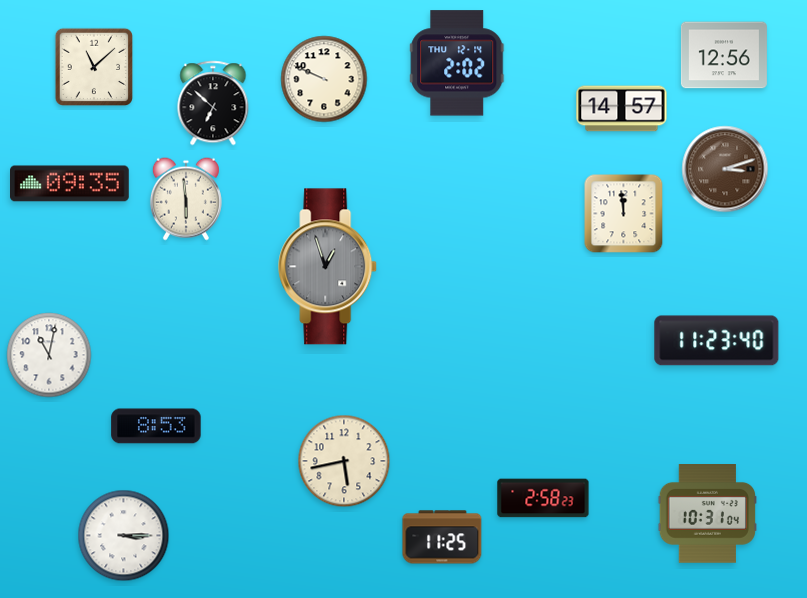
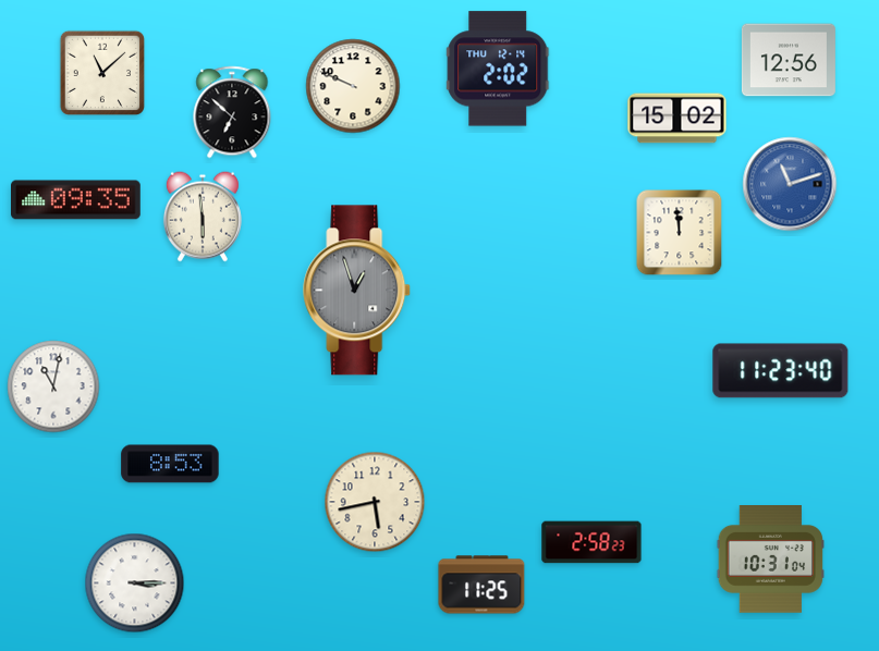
clock at (622, 109): 14:57 -> 15:02
clock at (725, 169): 3:12 -> 11:12
clock at (725, 169) dial: brown -> blue
